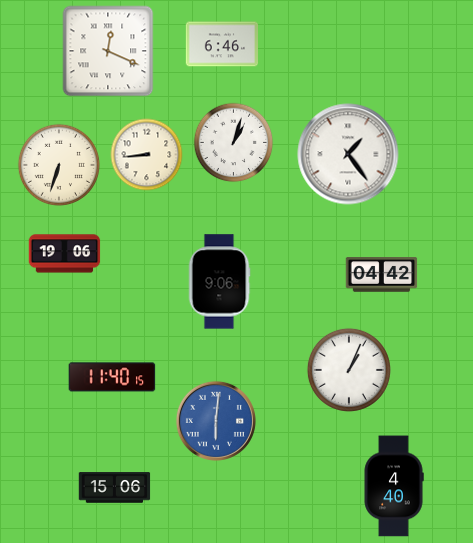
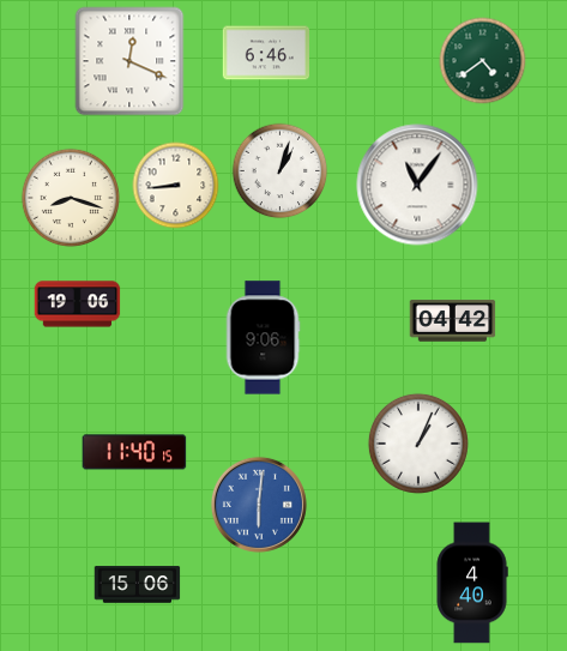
clock at (483, 61): none -> 4:39
clock at (348, 154): 1:24 -> 11:06
clock at (59, 165): 6:33 -> 8:18
clock at (382, 275) position: (382, 275) -> (453, 321)
